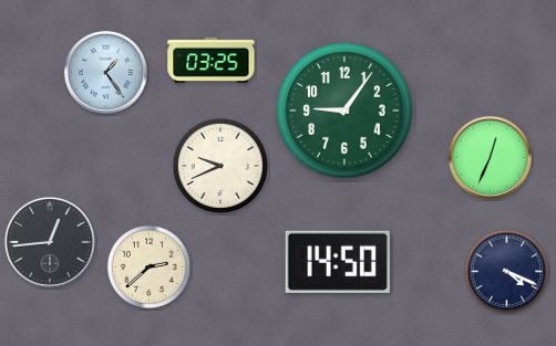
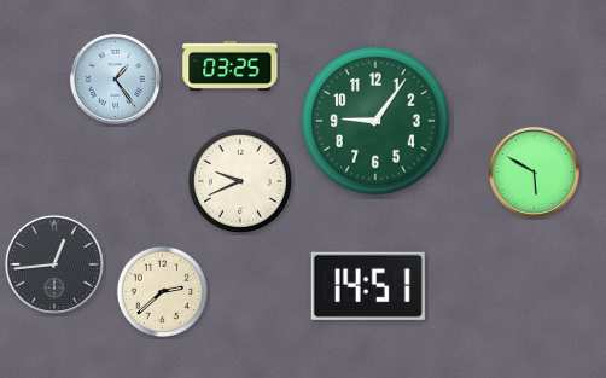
clock at (490, 157): 12:34 -> 5:50
clock at (338, 262): 14:50 -> 14:51
clock at (507, 272): 4:19 -> none
